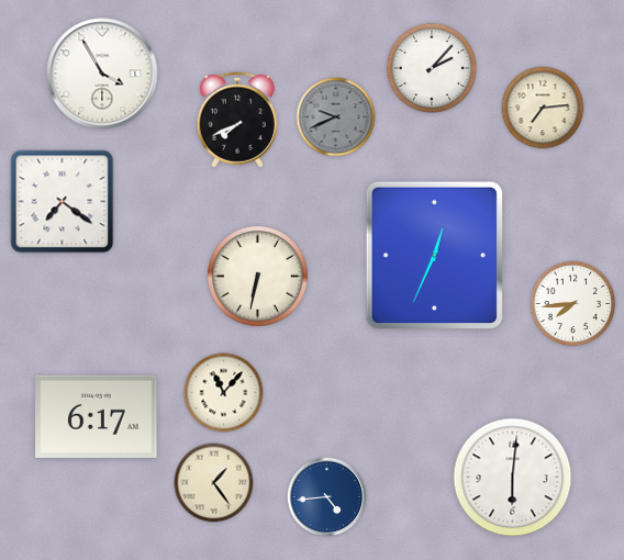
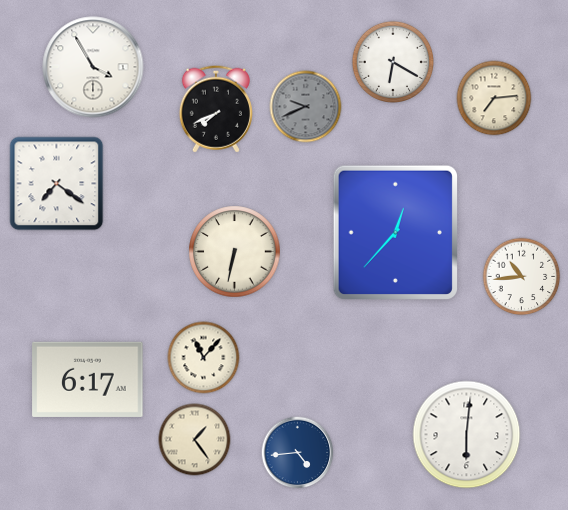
clock at (431, 67): 2:07 -> 6:20
clock at (434, 255): 12:34 -> 12:37
clock at (573, 304): 7:44 -> 10:44
